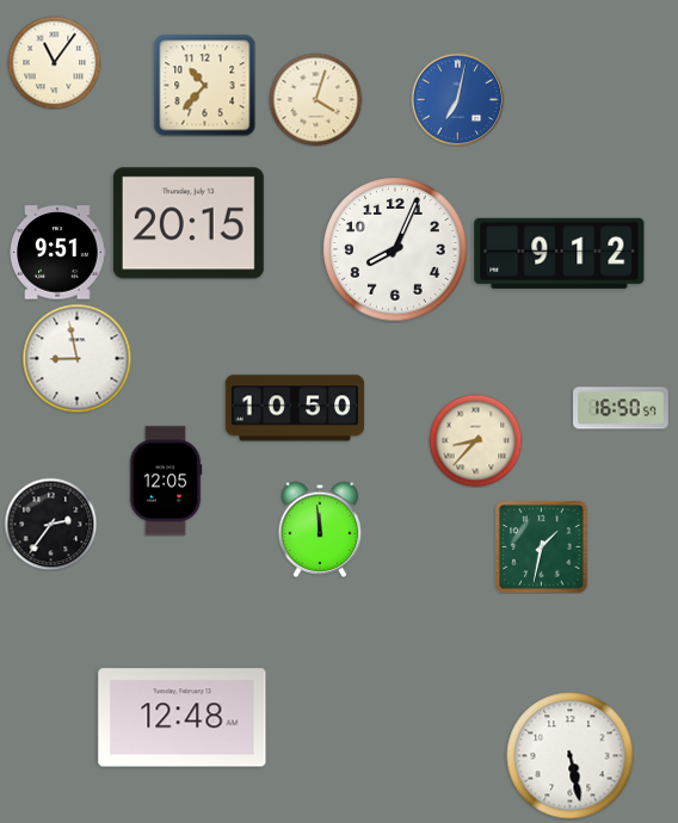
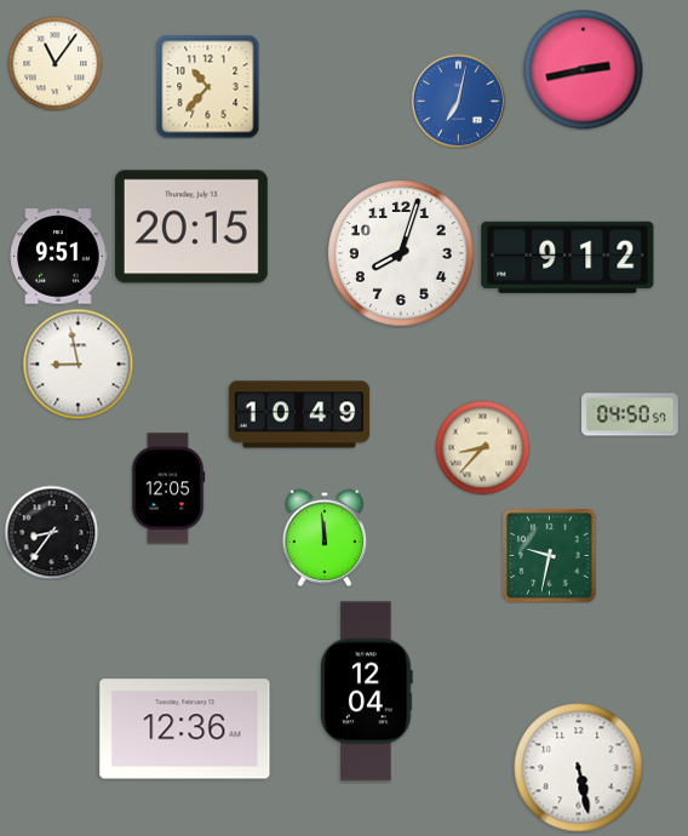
clock at (584, 70): none -> 2:43
clock at (315, 99): 4:03 -> none
clock at (457, 99) position: (457, 99) -> (458, 101)
clock at (395, 249): 8:04 -> 8:03
clock at (295, 408): 10:50 -> 10:49
clock at (621, 408): 16:50 -> 04:50
clock at (50, 524): 2:36 -> 8:36
clock at (541, 546): 1:32 -> 9:32
clock at (367, 692): none -> 12:04
clock at (183, 718): 12:48 -> 12:36
